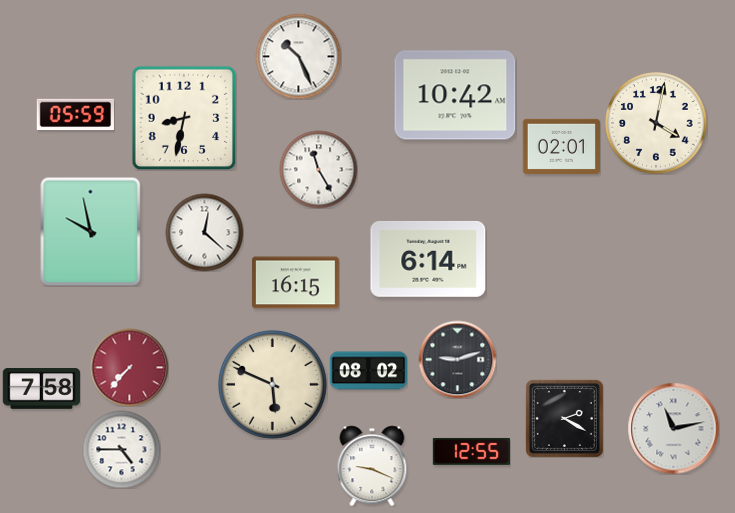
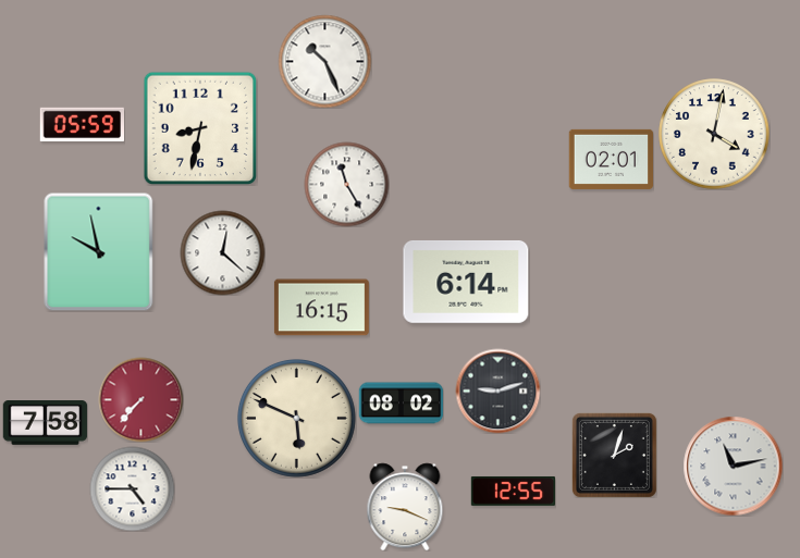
clock at (455, 95): 10:42 -> none
clock at (564, 418): 2:20 -> 2:03
